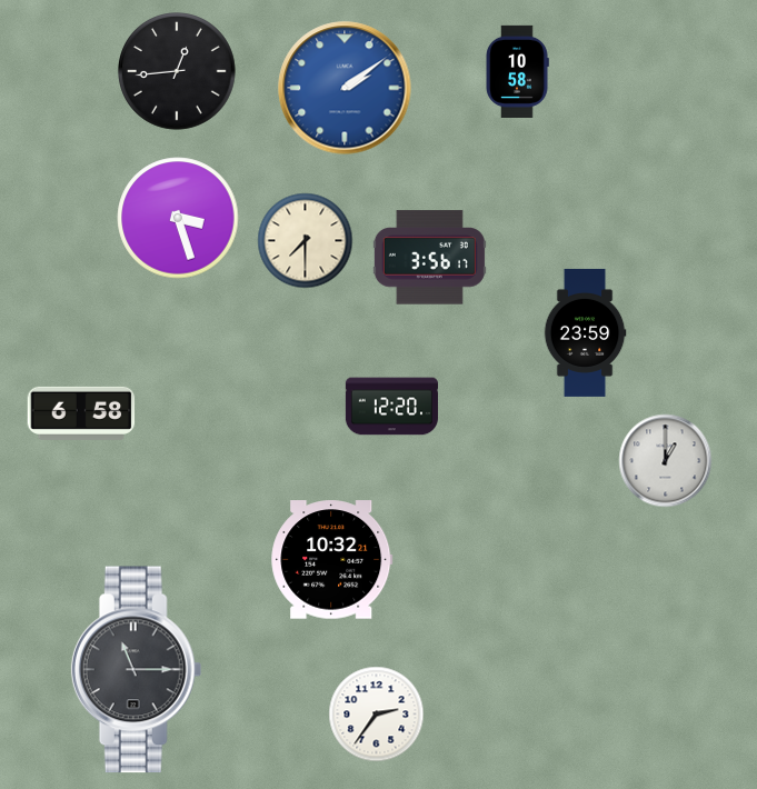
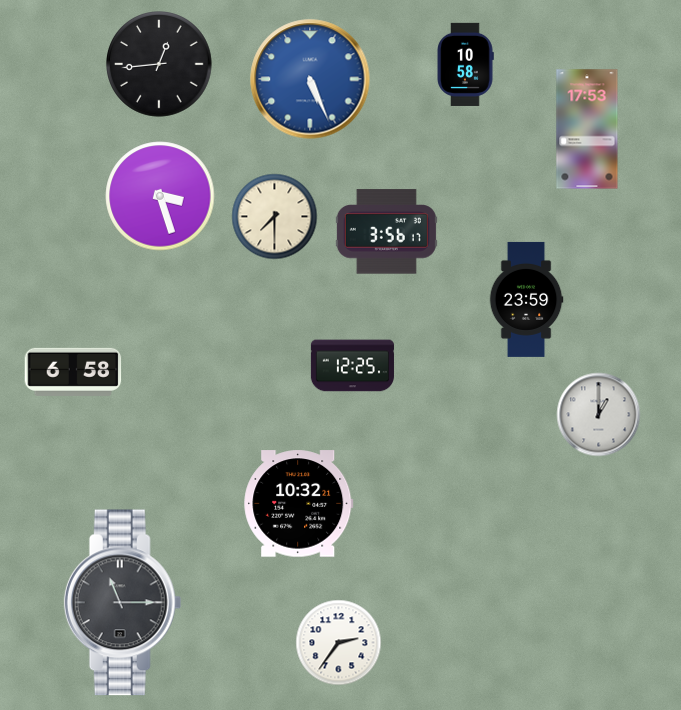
clock at (345, 88): 2:09 -> 5:26
clock at (587, 129): none -> 17:53
clock at (391, 407): 12:20 -> 12:25
